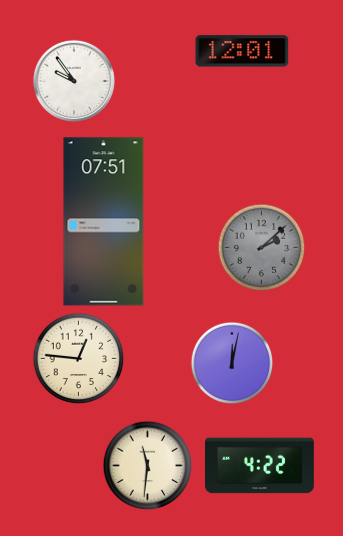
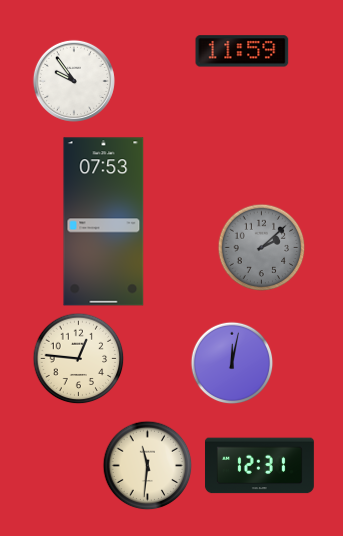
clock at (242, 51): 12:01 -> 11:59
clock at (104, 222): 07:51 -> 07:53
clock at (259, 466): 4:22 -> 12:31
